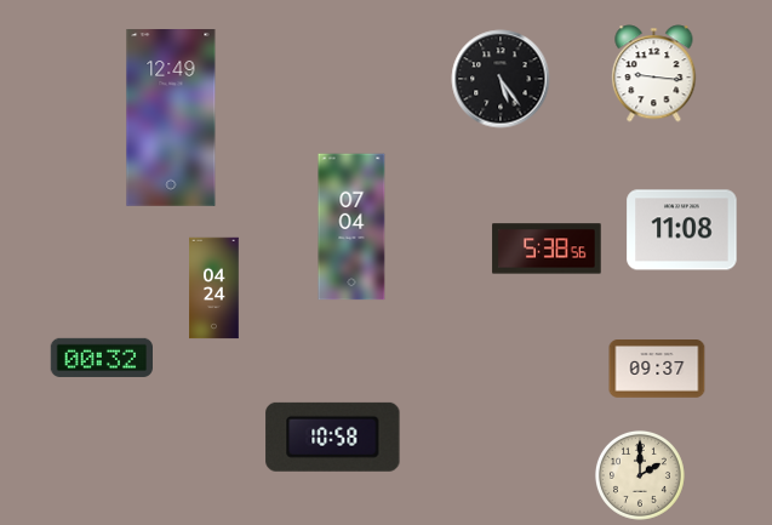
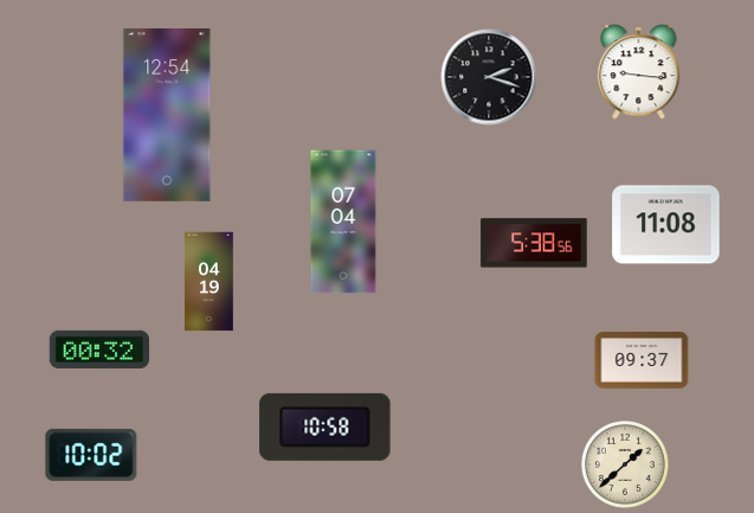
clock at (501, 79): 5:24 -> 2:18
clock at (171, 119): 12:49 -> 12:54
clock at (215, 289): 04:24 -> 04:19
clock at (91, 455): none -> 10:02
clock at (640, 475): 2:00 -> 1:38
